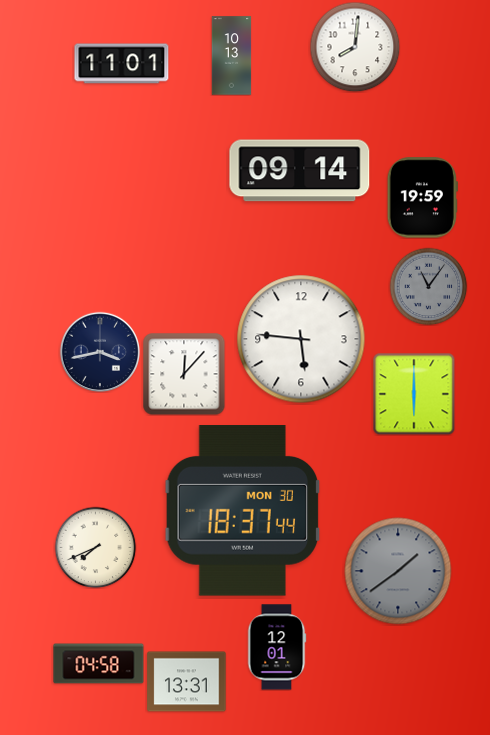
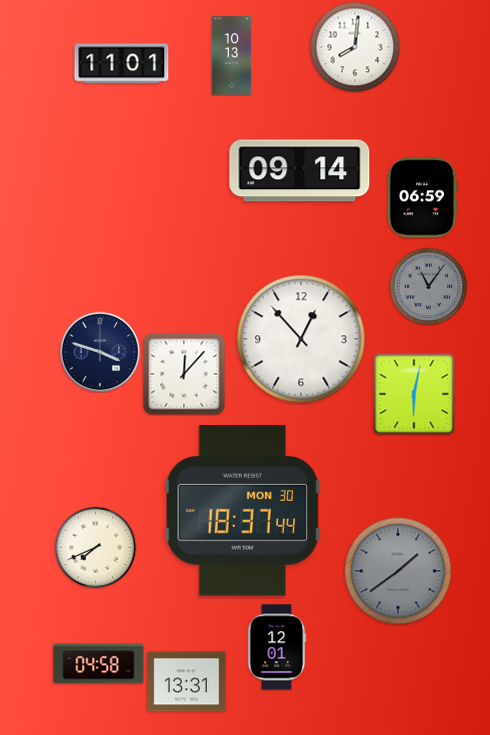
clock at (422, 198): 19:59 -> 06:59
clock at (301, 339): 5:46 -> 12:53
clock at (100, 352): 3:43 -> 3:48
clock at (414, 394): 6:00 -> 6:02
